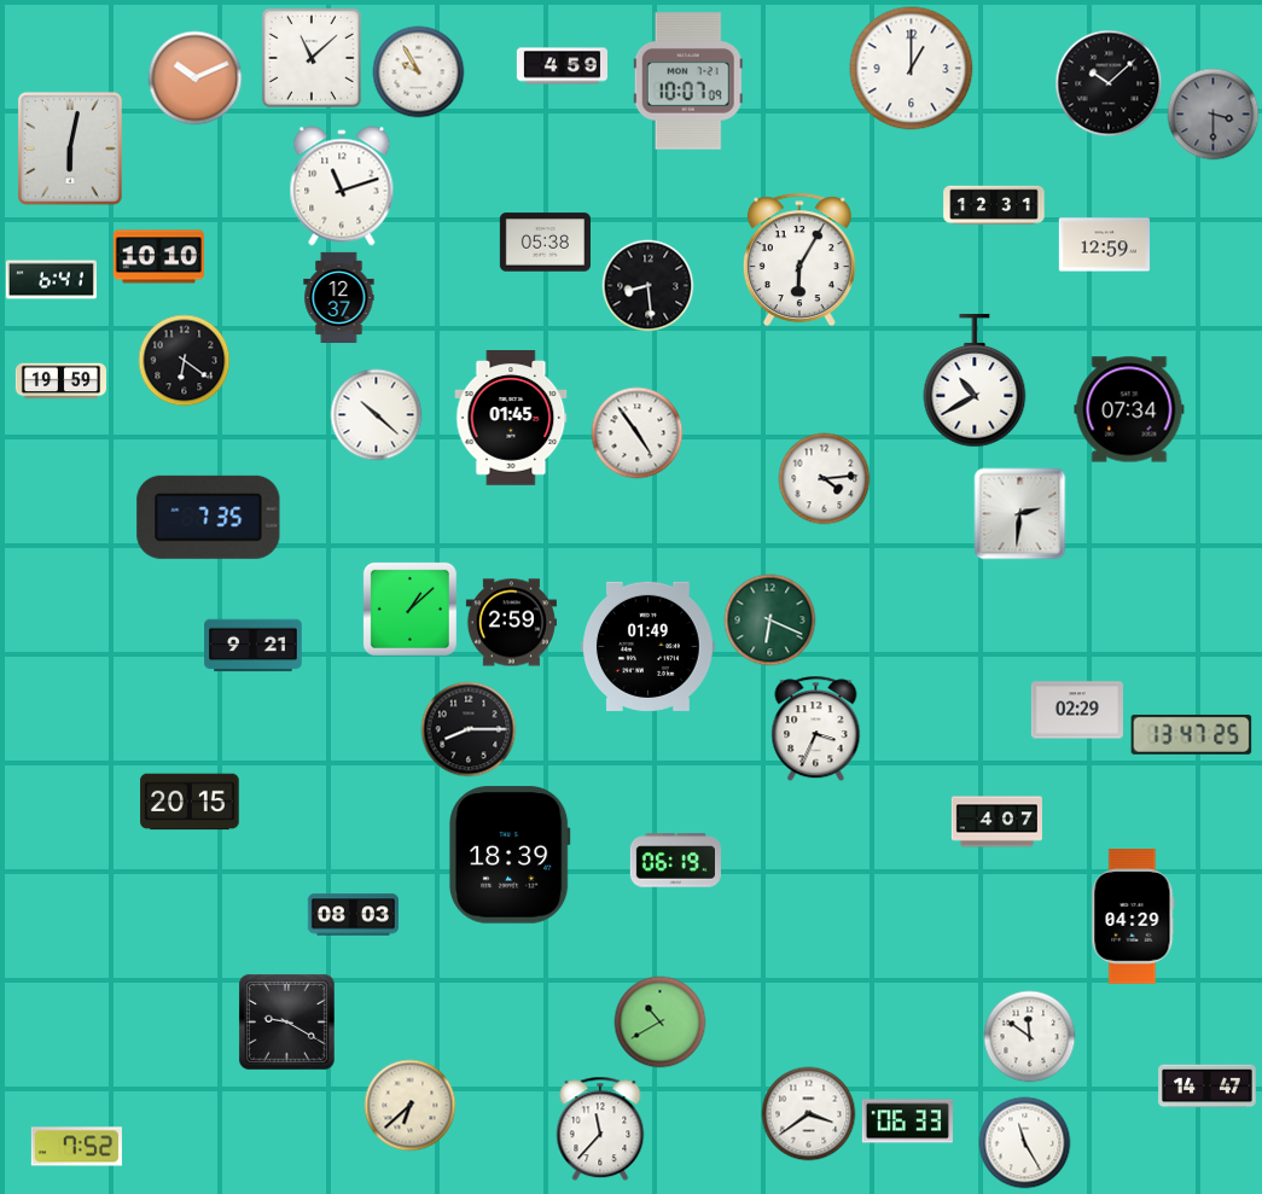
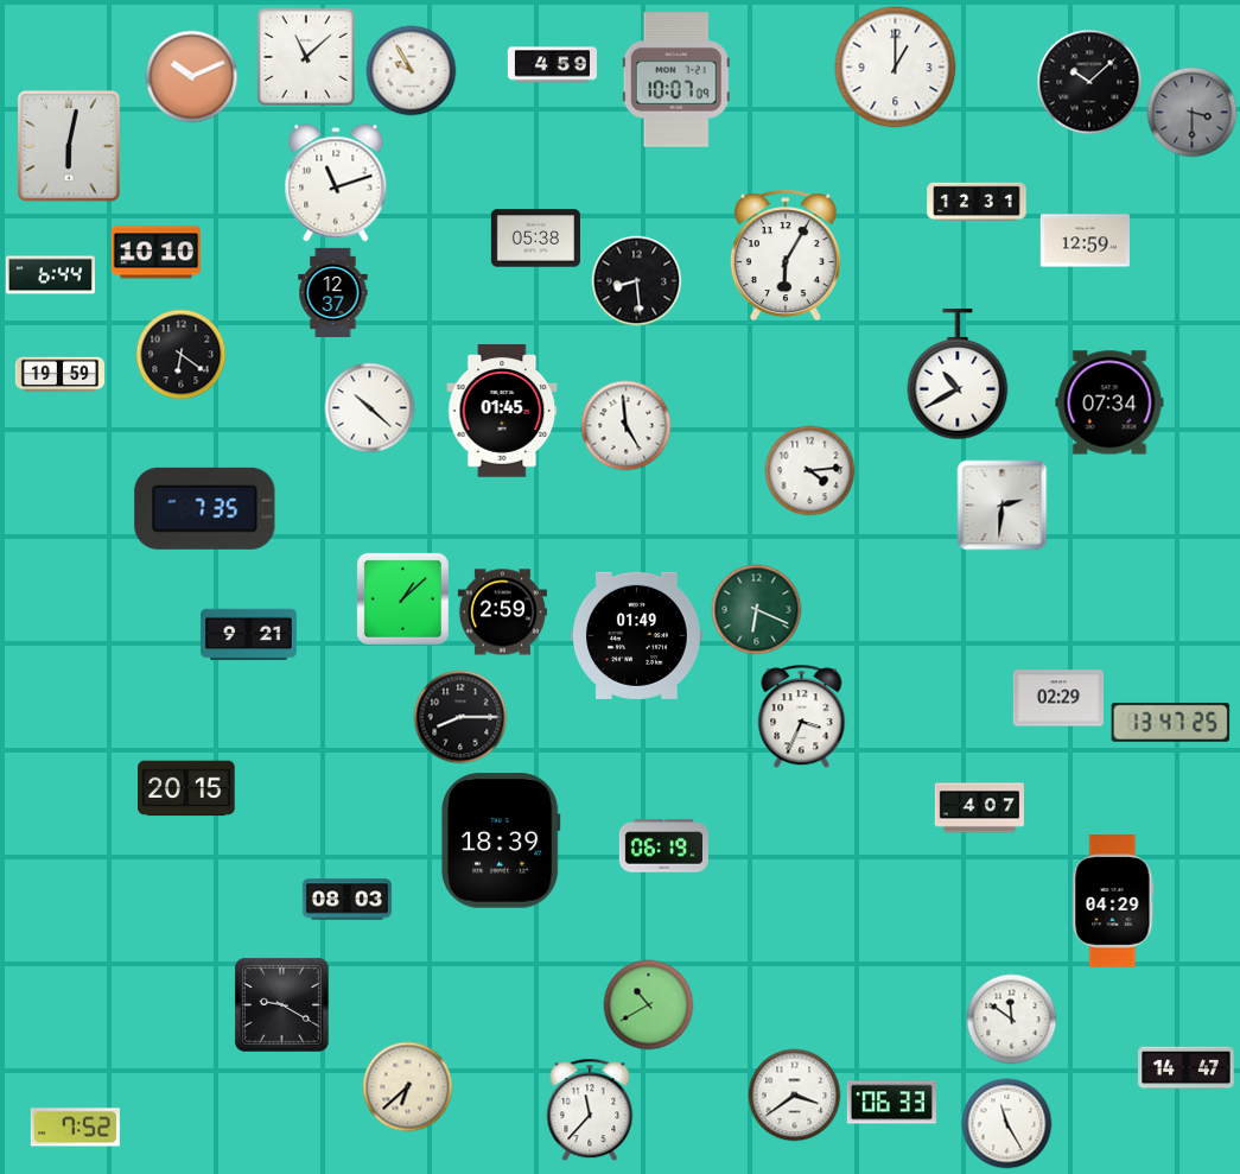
clock at (51, 280): 6:41 -> 6:44
clock at (638, 433): 4:54 -> 4:59
clock at (411, 1106) position: (411, 1106) -> (408, 1087)
